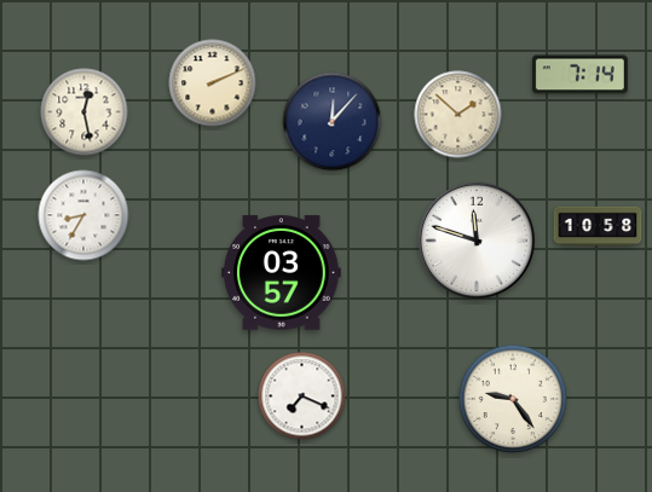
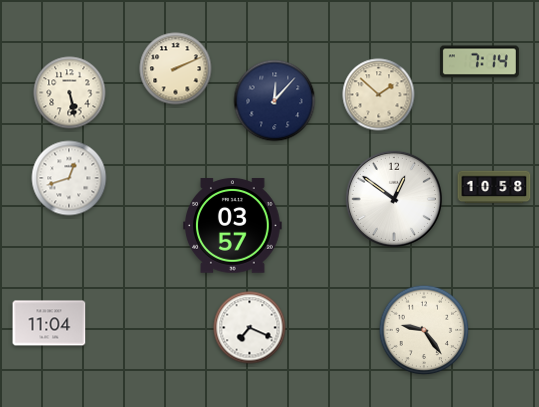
clock at (85, 112): 12:28 -> 5:28
clock at (83, 215): 8:35 -> 12:42
clock at (477, 241): 11:48 -> 12:51
clock at (49, 323): none -> 11:04
